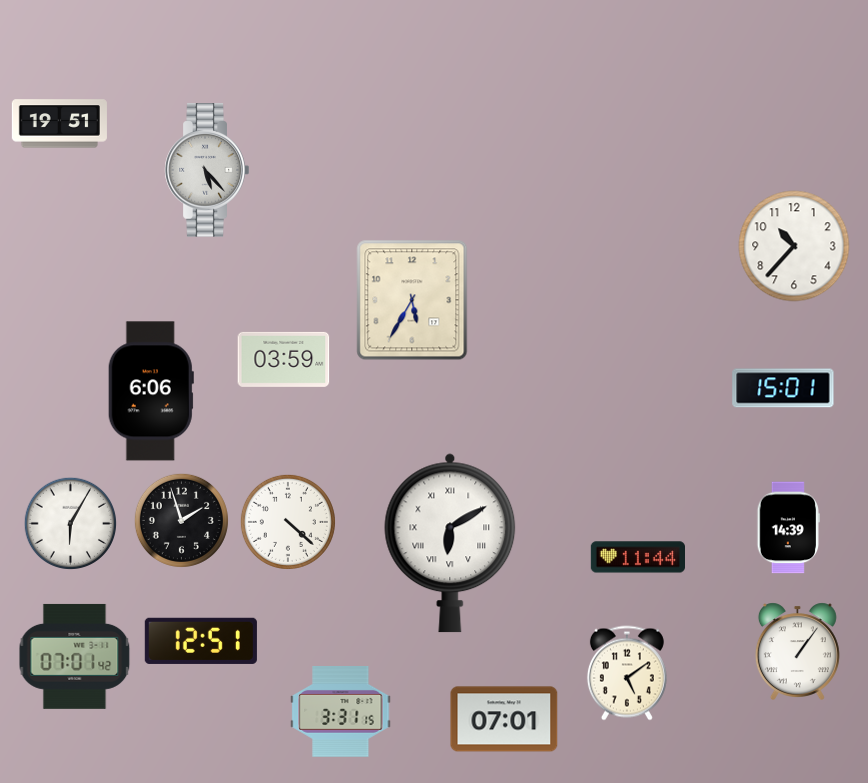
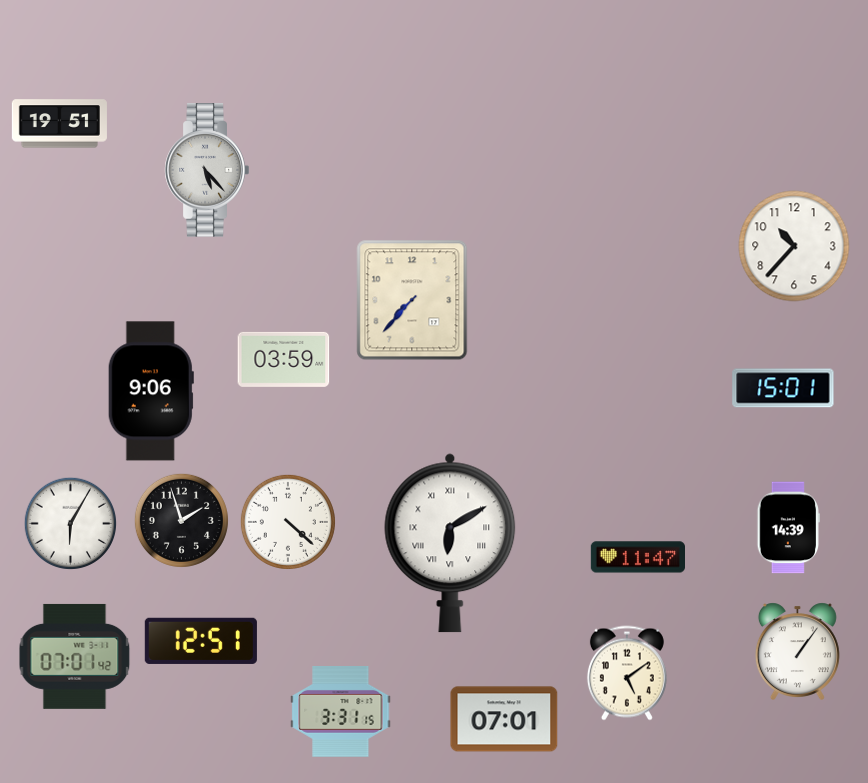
clock at (412, 300): 5:35 -> 7:37
clock at (151, 391): 6:06 -> 9:06
clock at (637, 557): 11:44 -> 11:47
